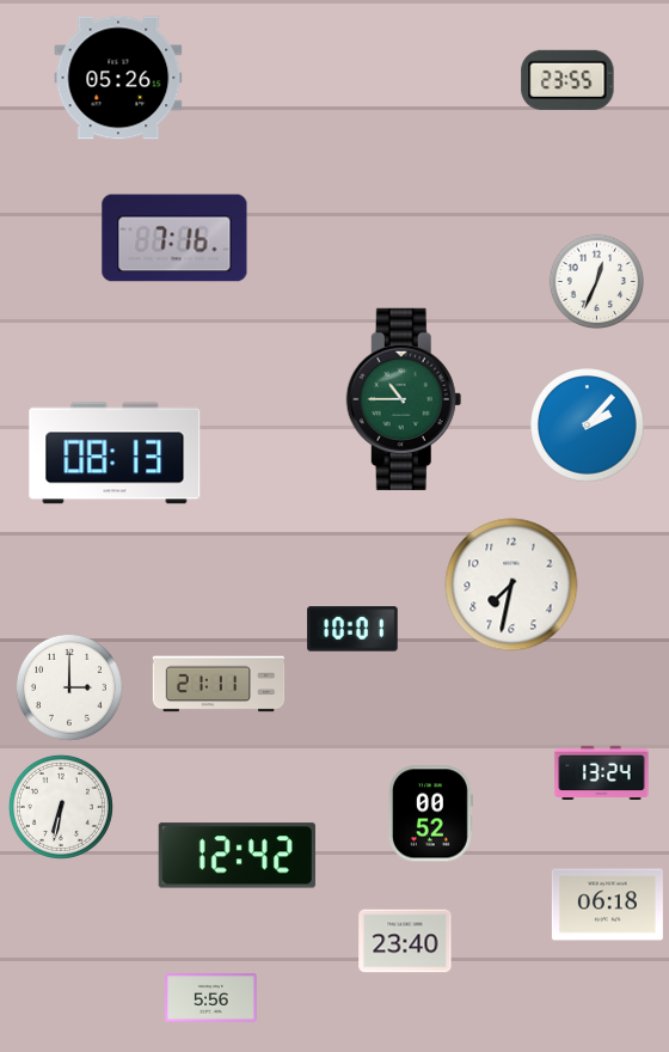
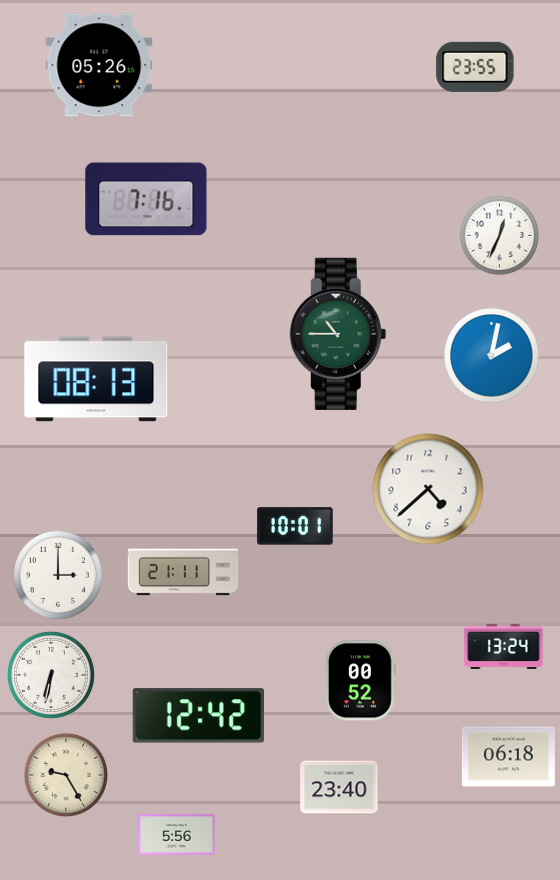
clock at (588, 426): 2:07 -> 2:02
clock at (511, 585): 7:32 -> 4:38
clock at (66, 775): none -> 9:25
